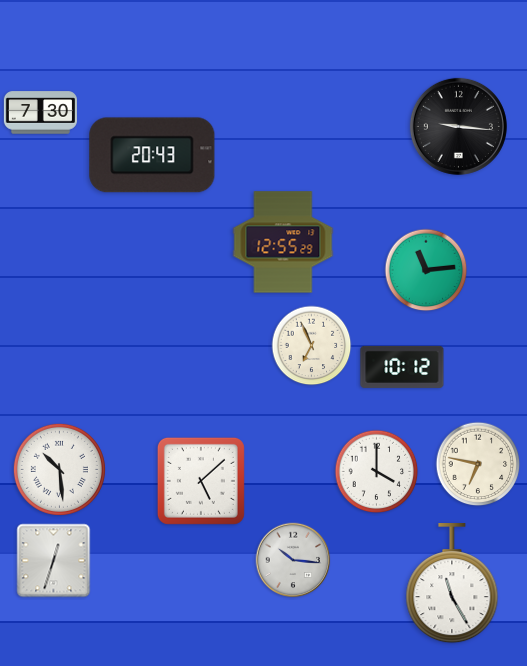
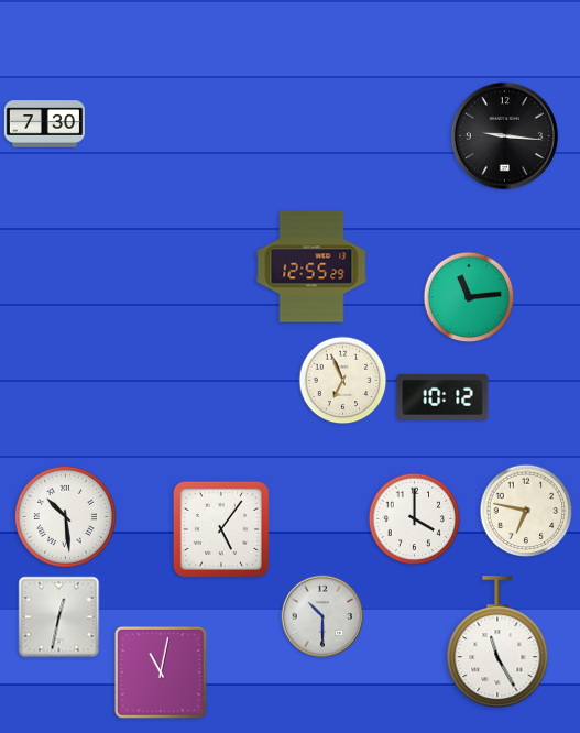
clock at (458, 126) position: (458, 126) -> (504, 135)
clock at (152, 155): 20:43 -> none
clock at (402, 367) position: (402, 367) -> (442, 397)
clock at (201, 481): 5:08 -> 5:06
clock at (293, 560): 10:16 -> 10:30
clock at (54, 561): 12:33 -> 12:32
clock at (161, 672): none -> 11:02
